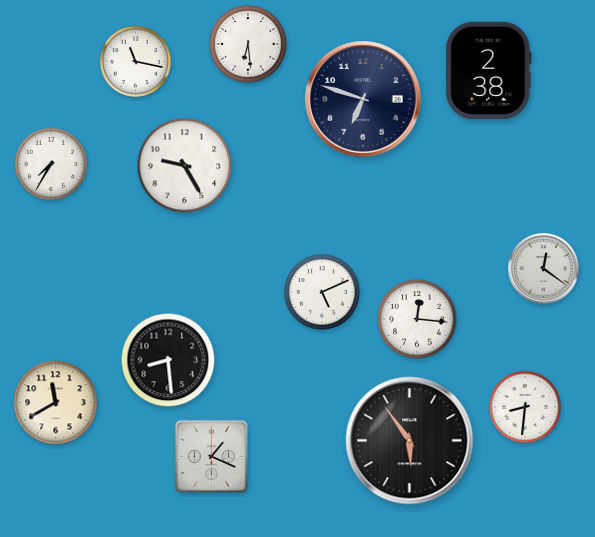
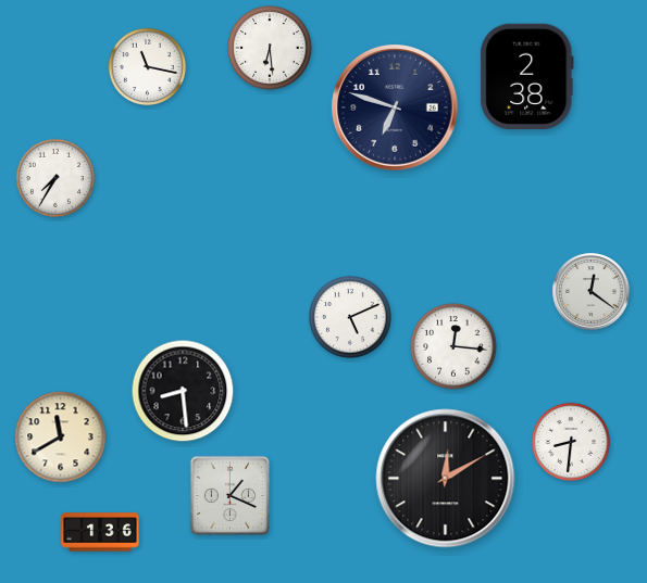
clock at (489, 70) position: (489, 70) -> (527, 76)
clock at (185, 166): 9:25 -> none
clock at (410, 441): 5:54 -> 12:10
clock at (100, 532): none -> 1:36
